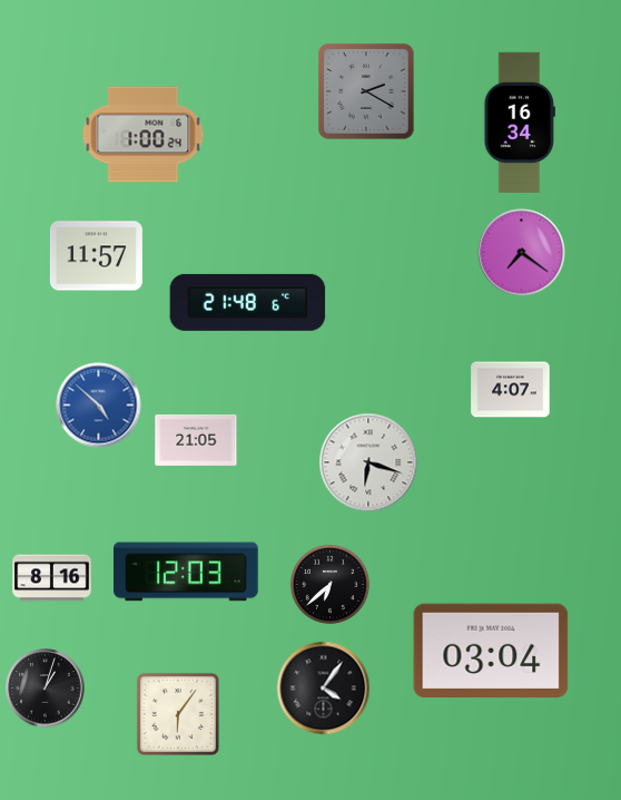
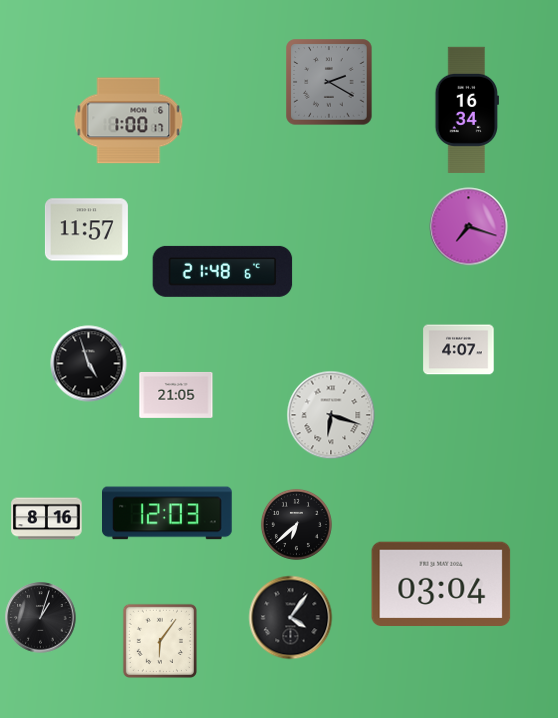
clock at (144, 135): 1:00:24 -> 1:00:17
clock at (522, 253): 7:21 -> 7:18
clock at (99, 406): 4:52 -> 4:57
clock at (99, 406) dial: blue -> black
